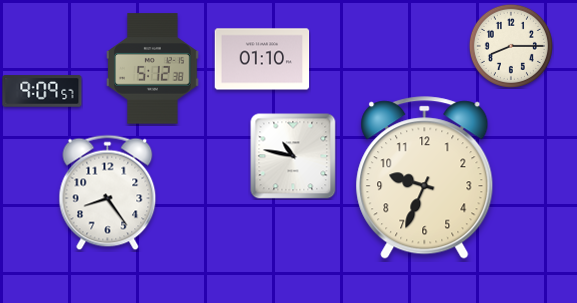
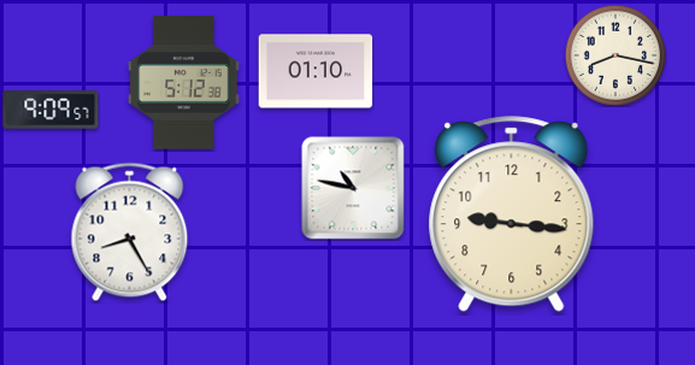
clock at (511, 46): 8:15 -> 8:17
clock at (425, 178): 9:34 -> 9:16
clock at (108, 193): 8:24 -> 8:25
